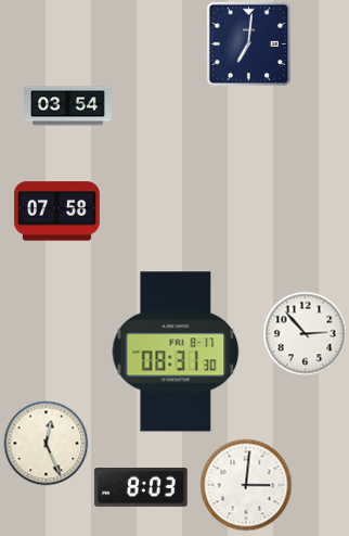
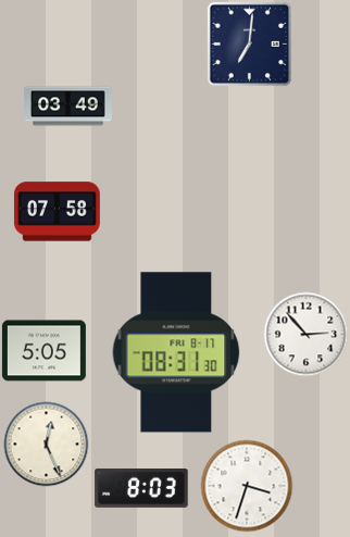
clock at (68, 106): 03:54 -> 03:49
clock at (43, 351): none -> 5:05
clock at (246, 485): 3:01 -> 3:33
